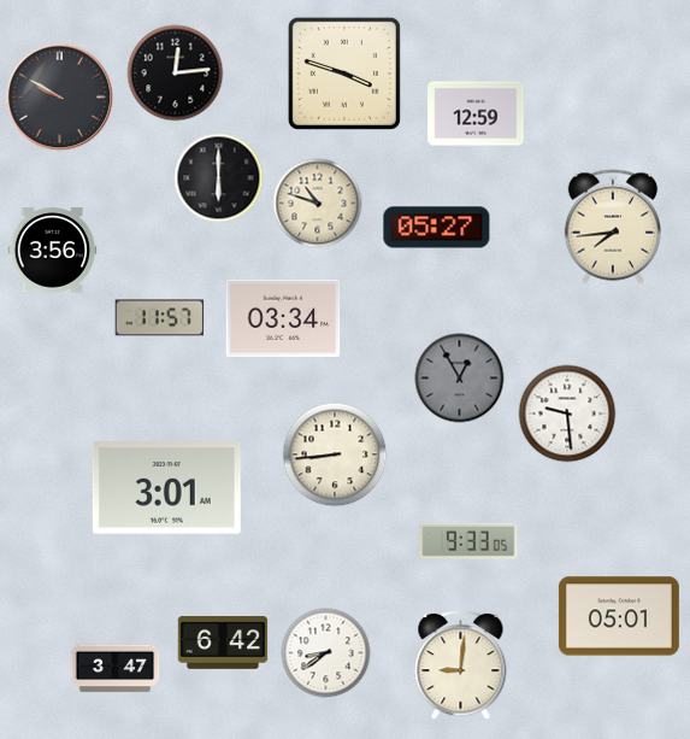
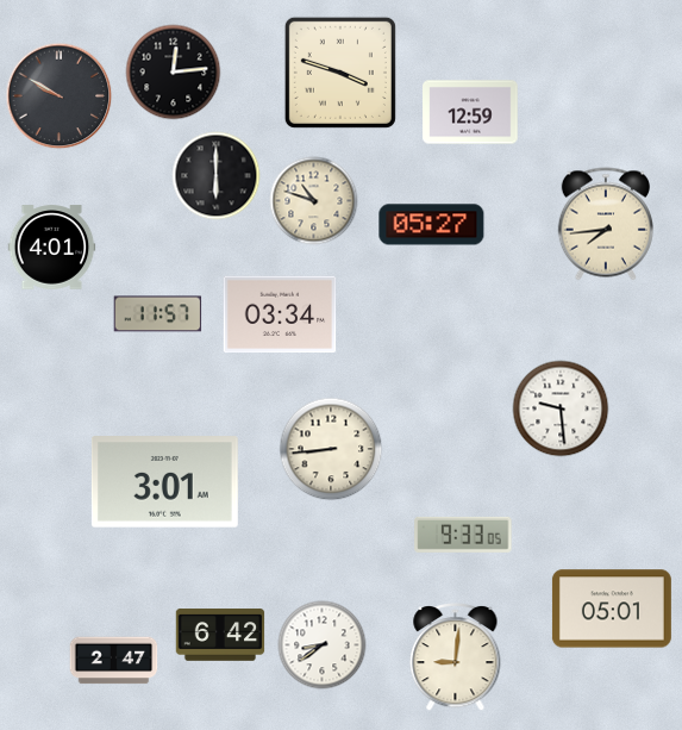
clock at (53, 251): 3:56 -> 4:01
clock at (460, 379): 12:55 -> none
clock at (116, 669): 3:47 -> 2:47
